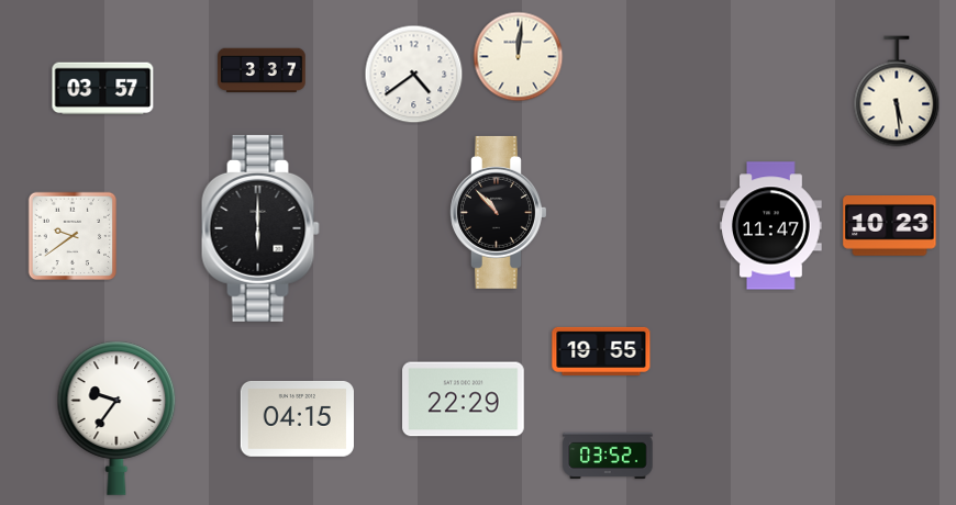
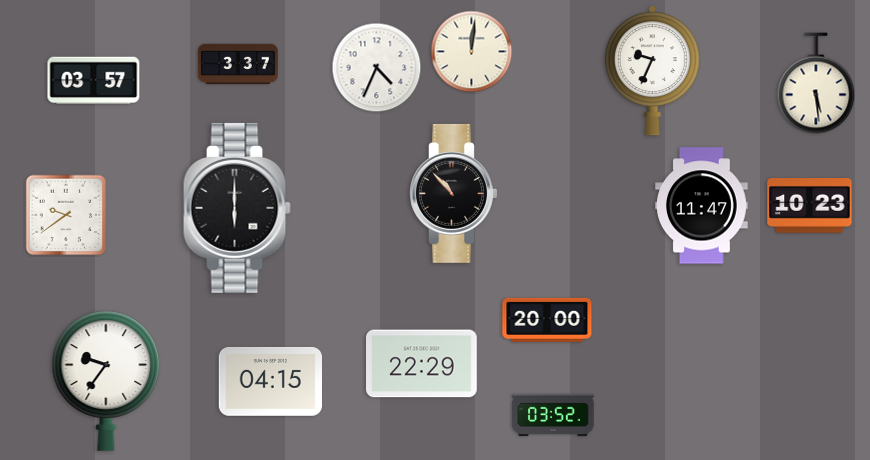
clock at (414, 75): 4:39 -> 4:34
clock at (652, 71): none -> 9:34
clock at (601, 351): 19:55 -> 20:00
